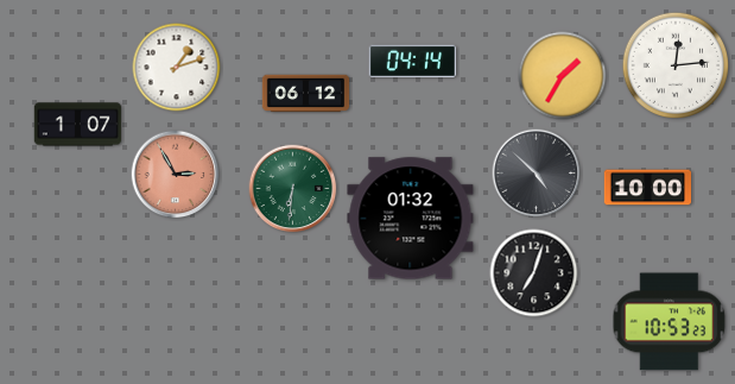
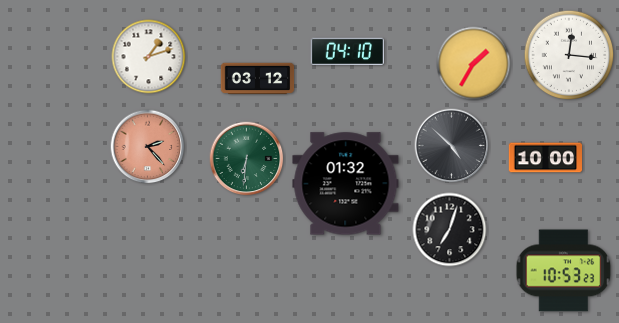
clock at (412, 61): 04:14 -> 04:10
clock at (676, 65): 12:14 -> 12:16
clock at (306, 94): 06:12 -> 03:12
clock at (78, 125): 1:07 -> none
clock at (176, 175): 2:55 -> 2:23
